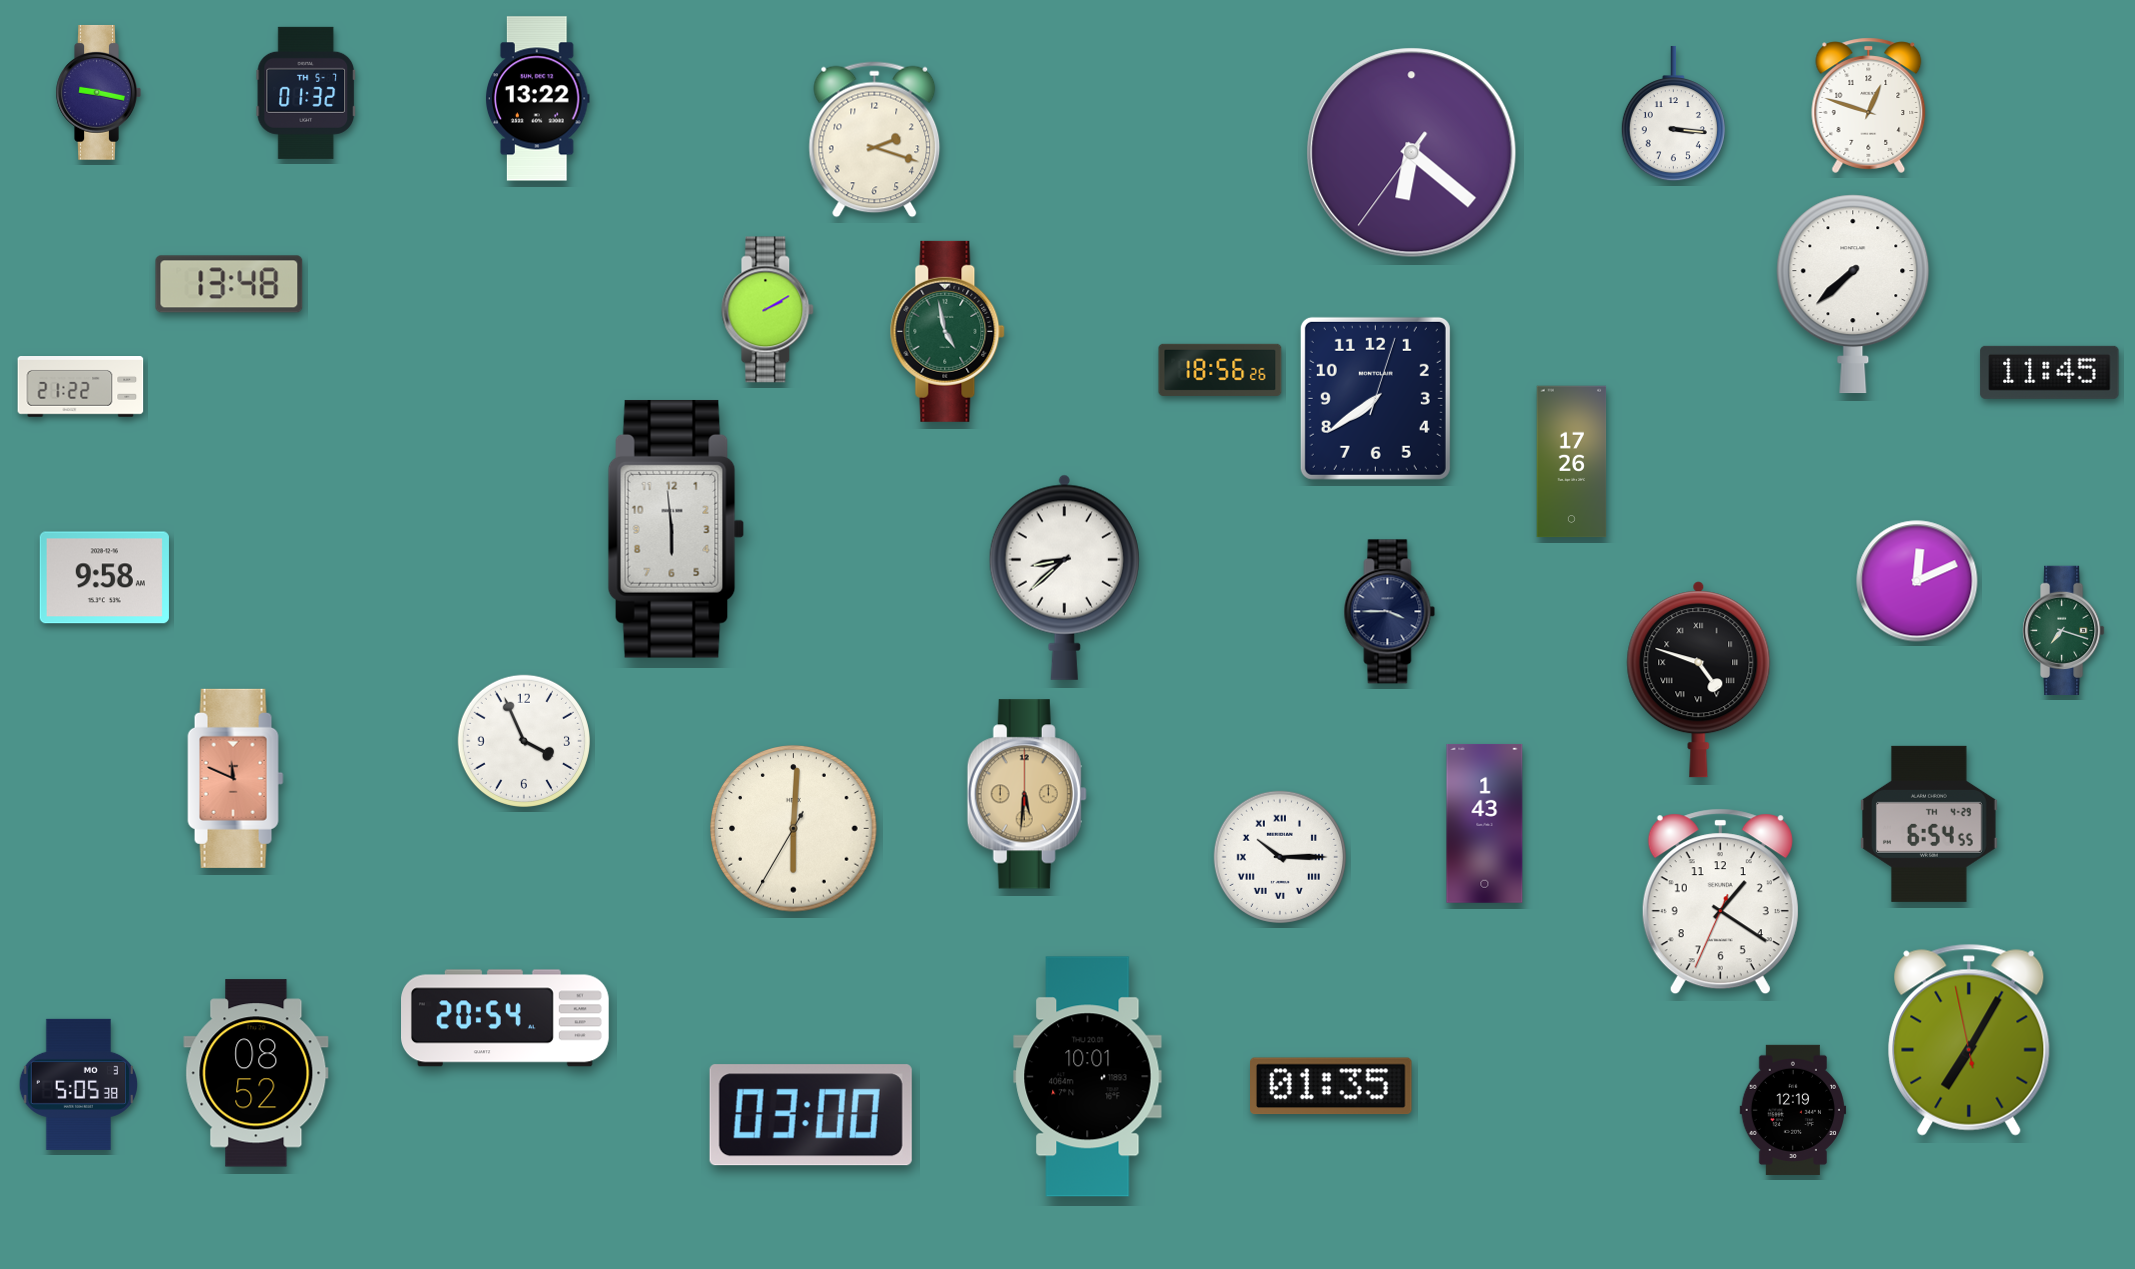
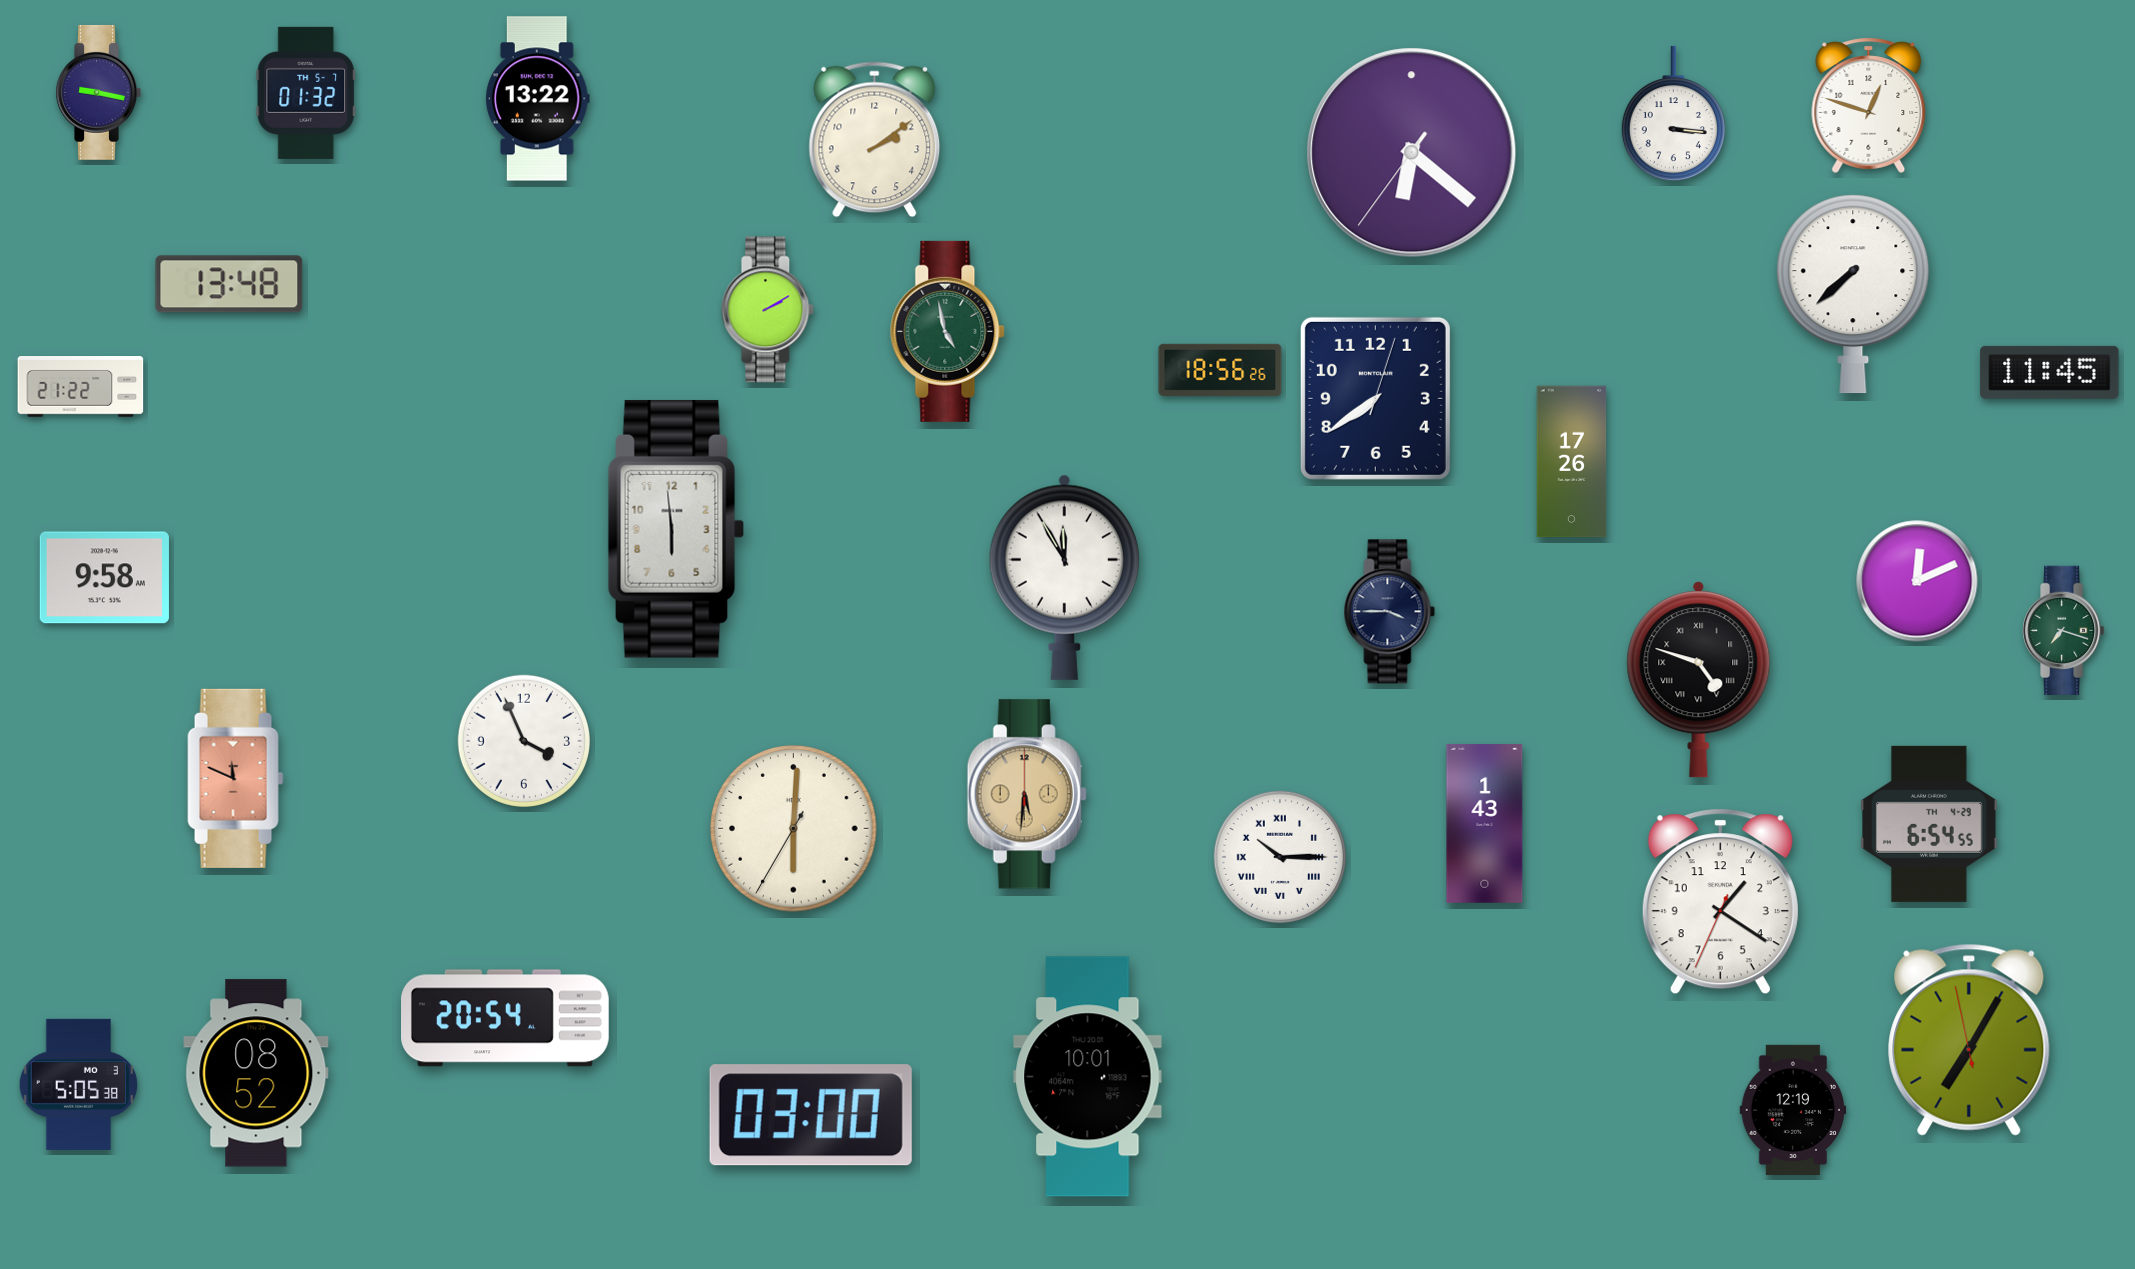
clock at (875, 140): 2:18 -> 2:09
clock at (1064, 577): 8:38 -> 11:55
clock at (1332, 1086): 01:35 -> none
